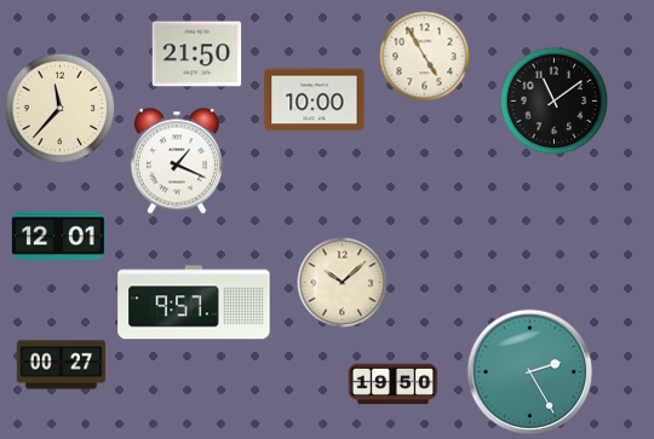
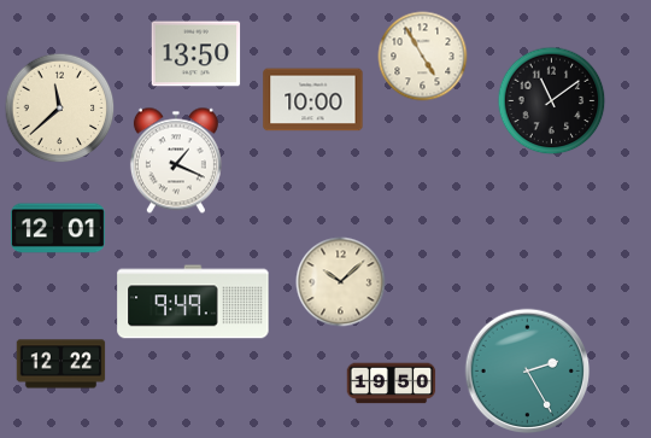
clock at (197, 54): 21:50 -> 13:50
clock at (61, 109): 11:37 -> 11:38
clock at (58, 236) position: (58, 236) -> (58, 228)
clock at (194, 302): 9:57 -> 9:49
clock at (62, 365): 00:27 -> 12:22
